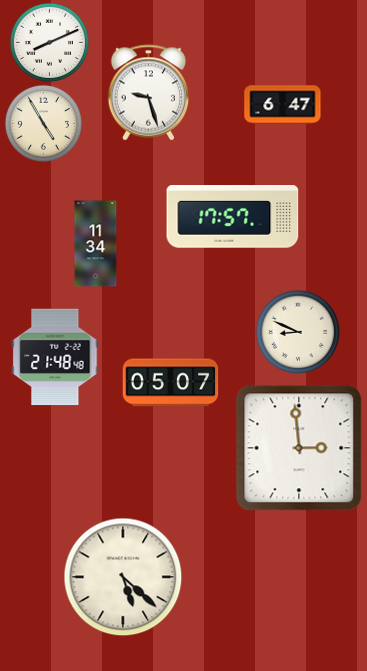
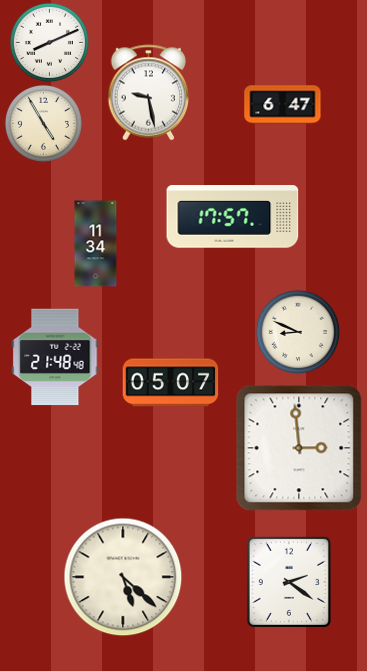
clock at (149, 93): 9:27 -> 9:28
clock at (289, 582): none -> 2:21
